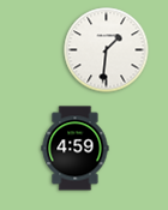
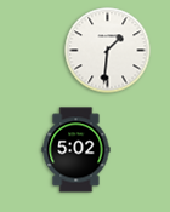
clock at (76, 149): 4:59 -> 5:02
